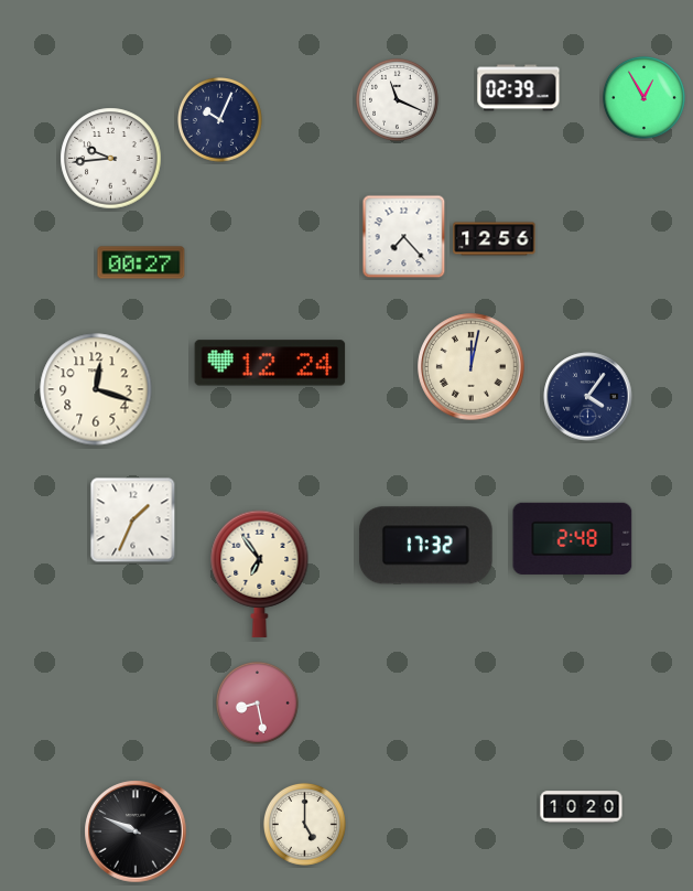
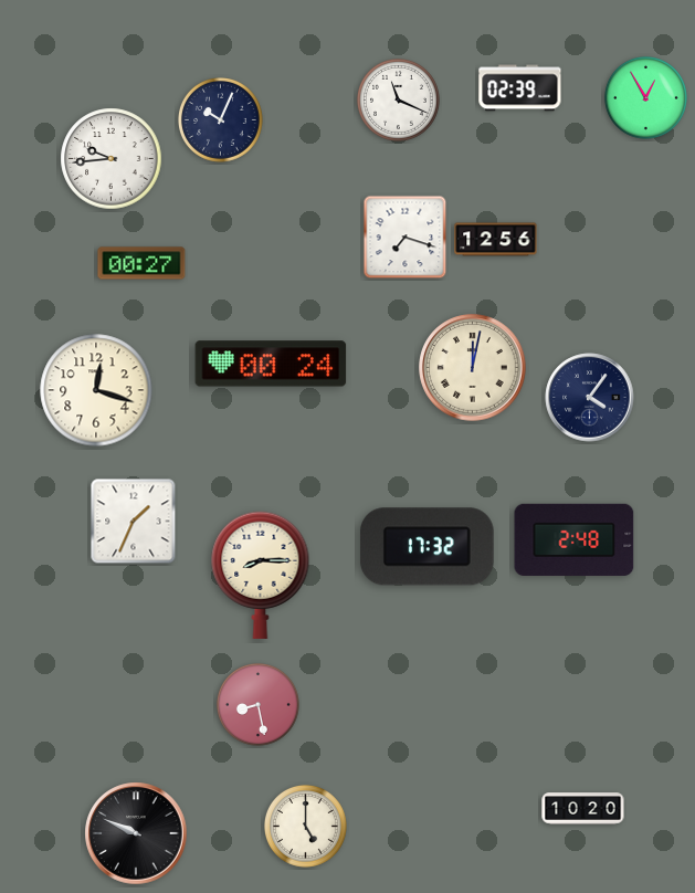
clock at (404, 237): 7:23 -> 7:18
clock at (270, 363): 12:24 -> 00:24
clock at (260, 573): 6:54 -> 8:15
